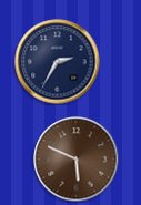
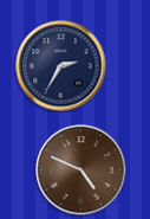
clock at (77, 160): 5:49 -> 4:49
